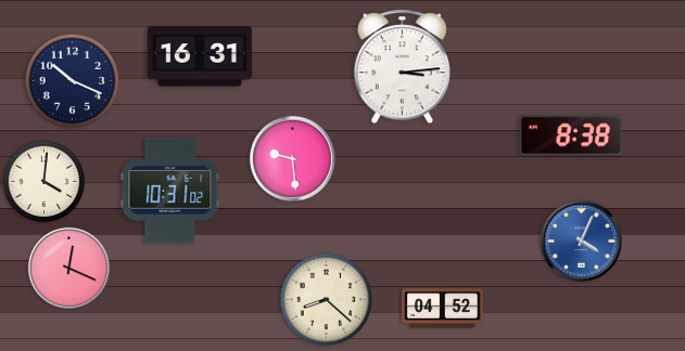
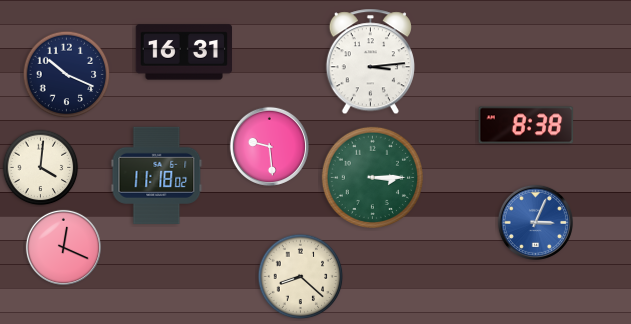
clock at (170, 190): 10:31 -> 11:18
clock at (372, 177): none -> 3:15
clock at (581, 240): 4:04 -> 3:04
clock at (443, 309): 04:52 -> none
